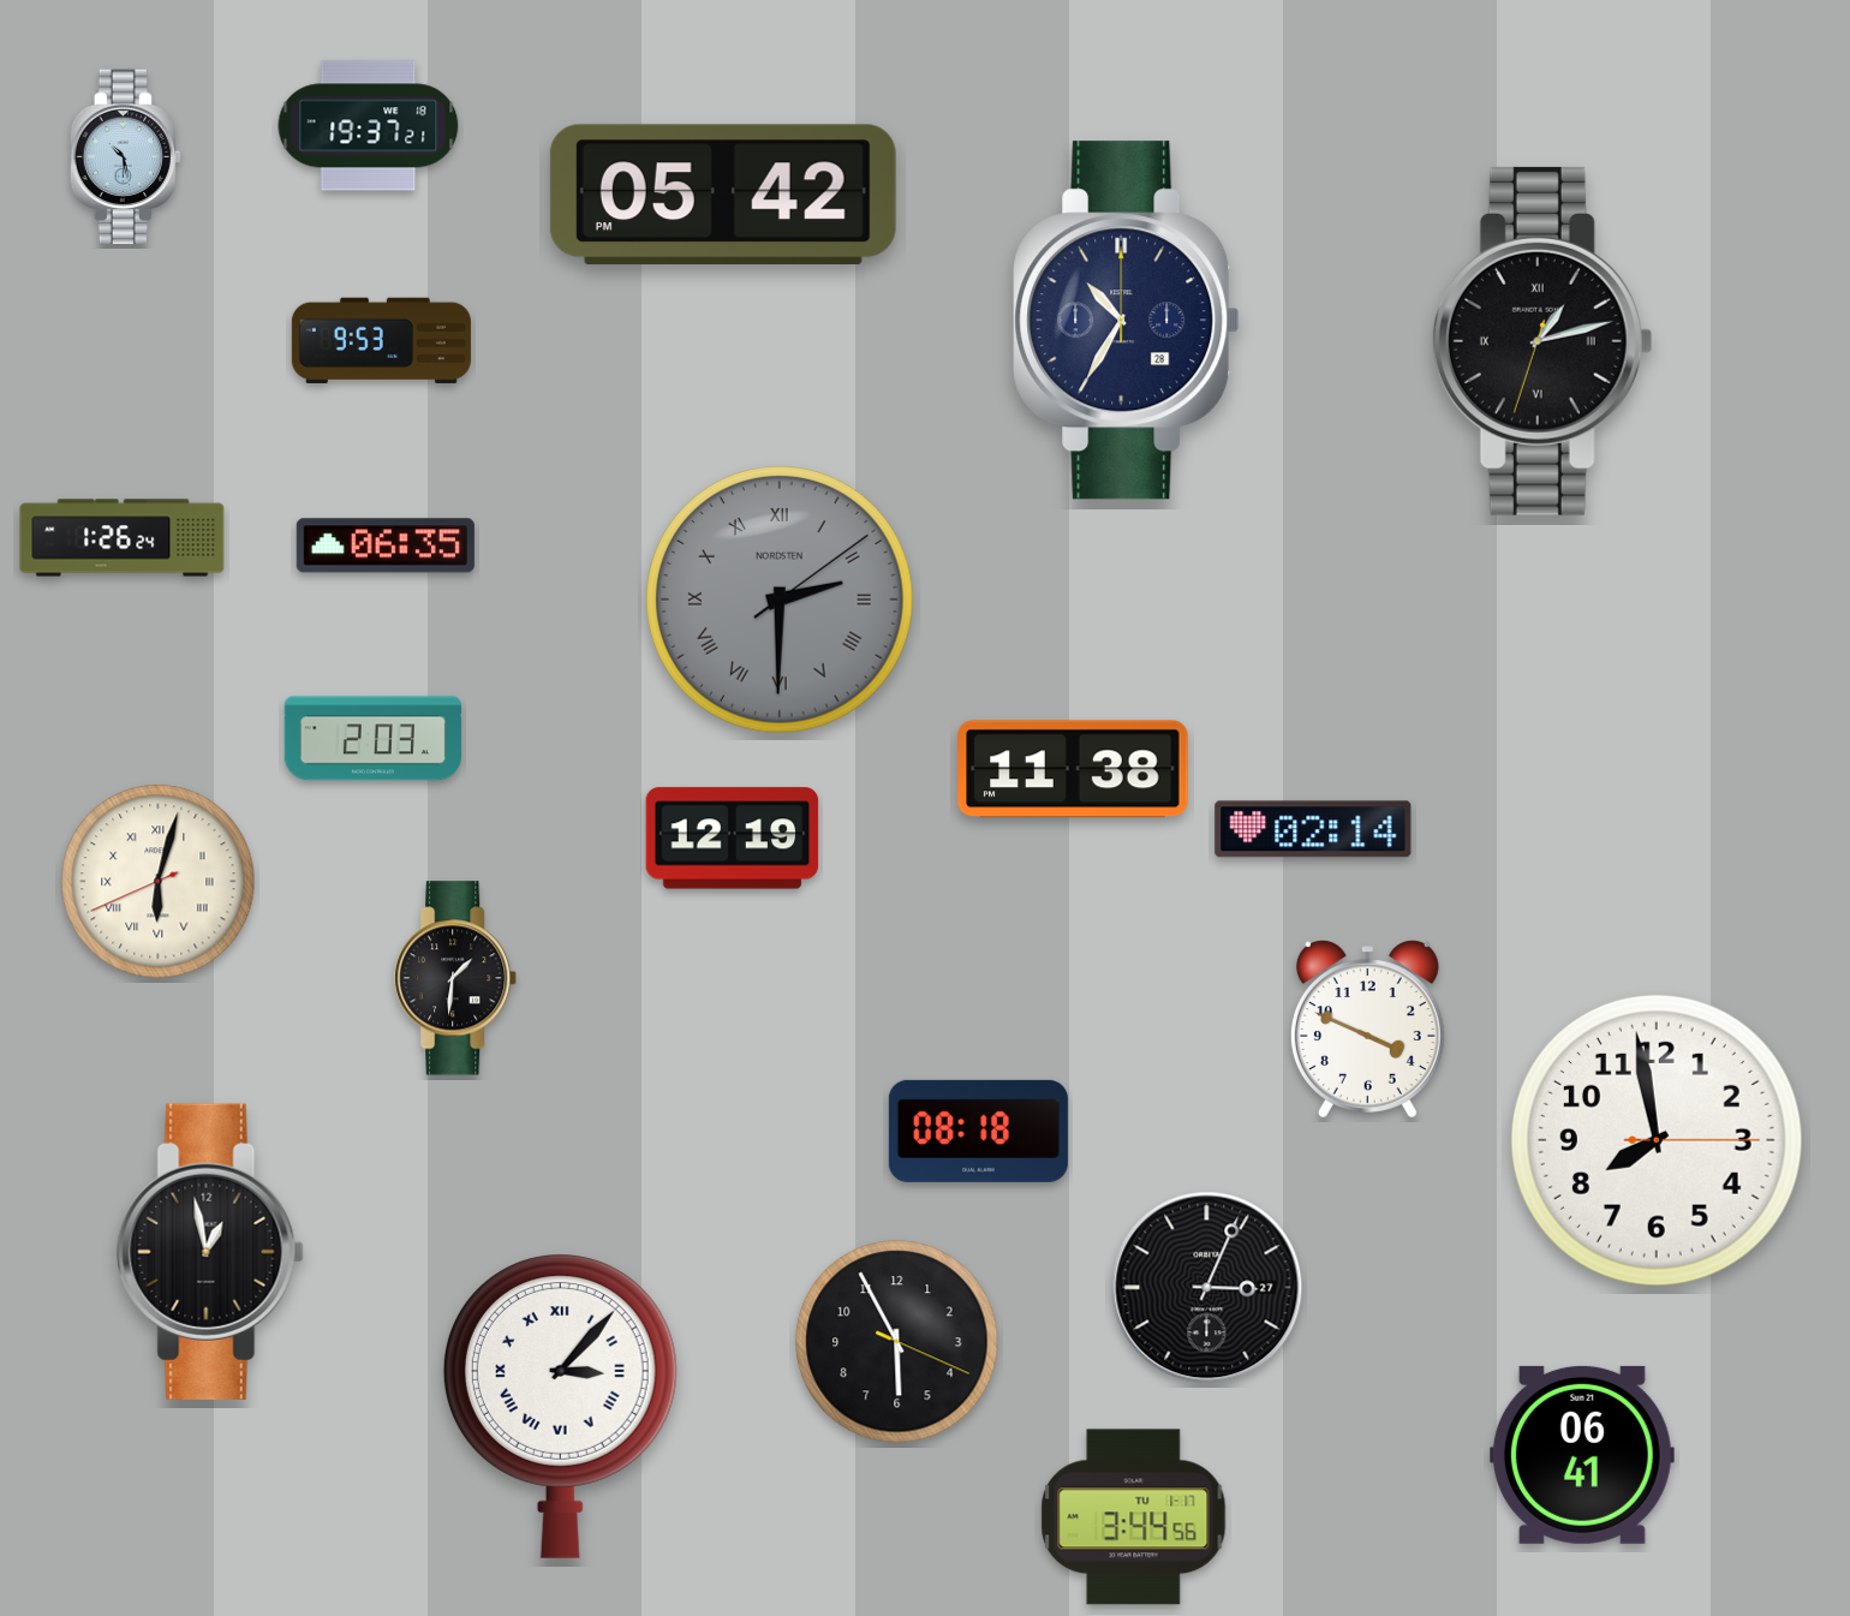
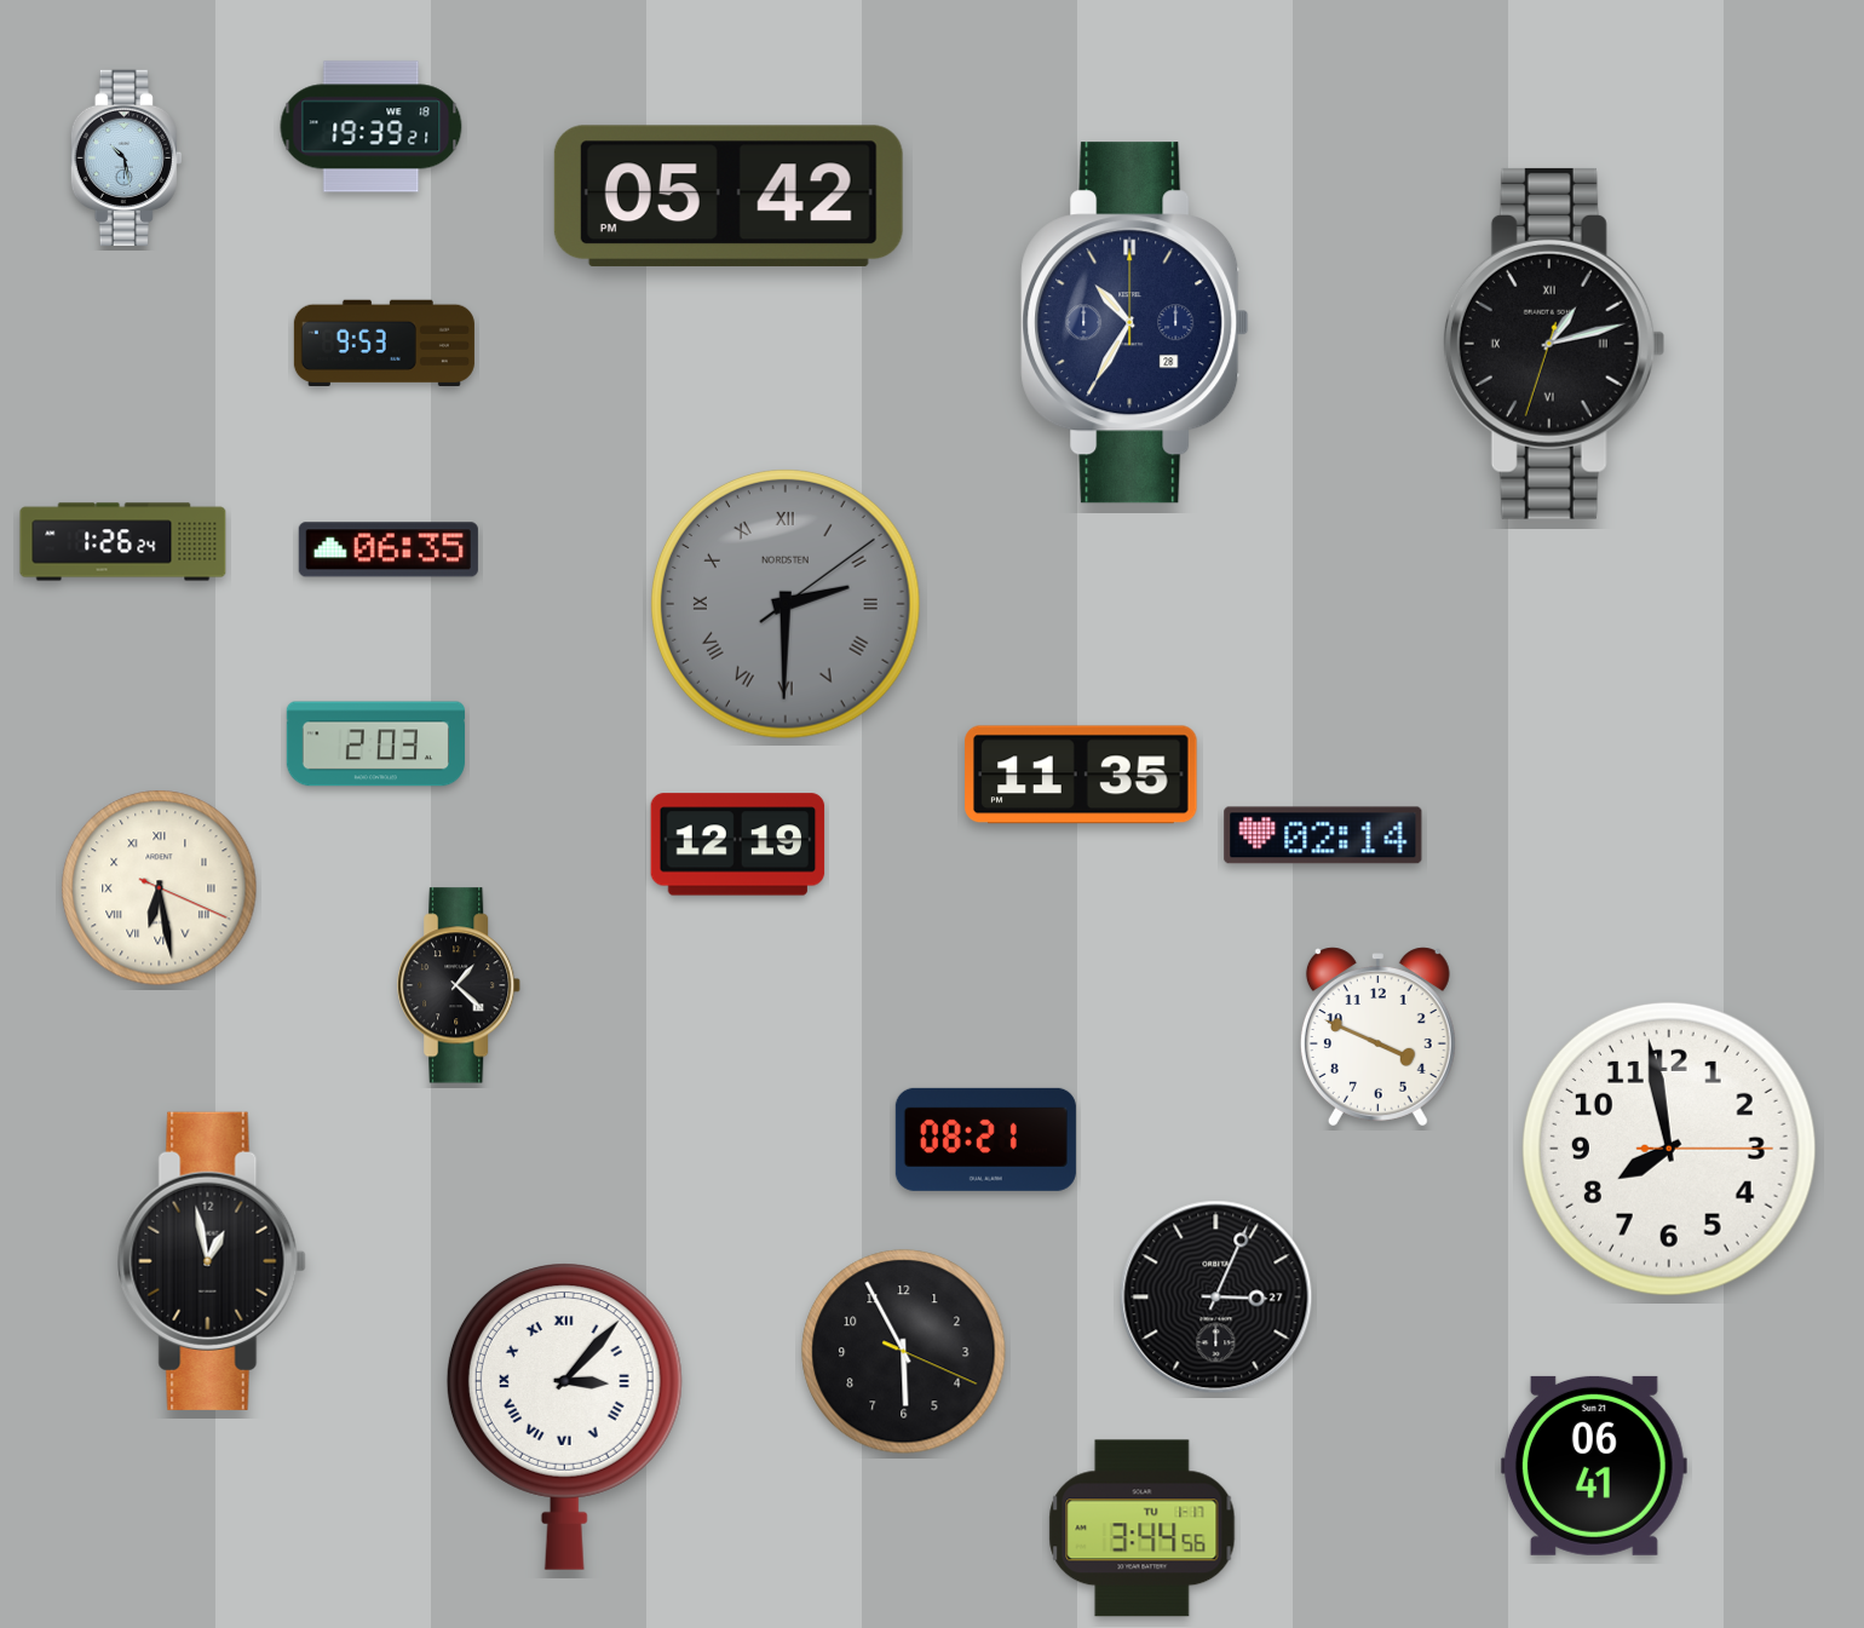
clock at (369, 126): 19:37 -> 19:39
clock at (1073, 769): 11:38 -> 11:35
clock at (159, 882): 6:02 -> 6:28
clock at (456, 978): 1:31 -> 1:22
clock at (978, 1131): 08:18 -> 08:21
